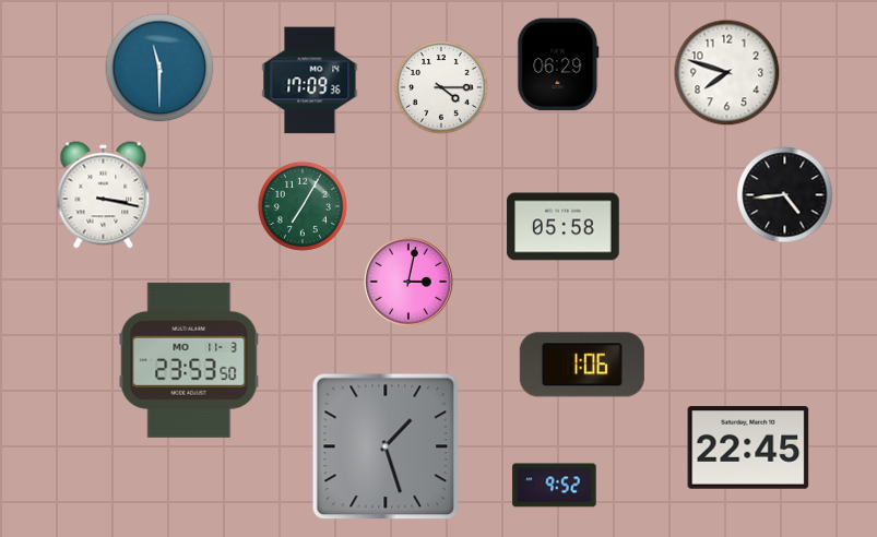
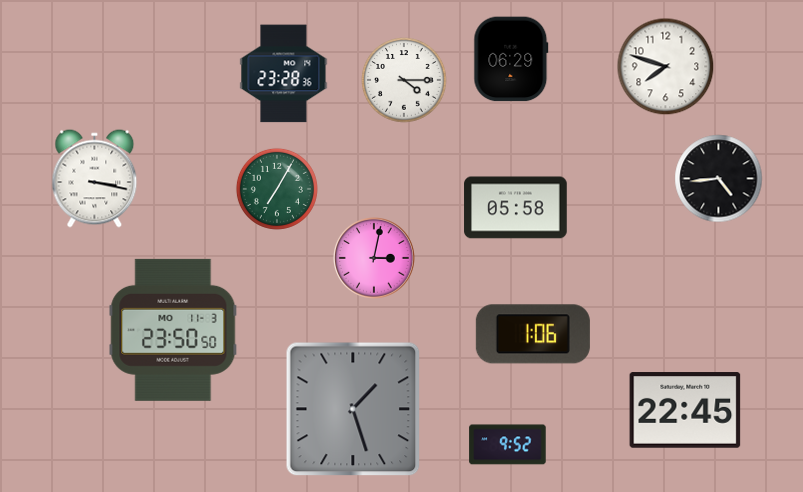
clock at (159, 68): 11:30 -> none
clock at (310, 81): 17:09 -> 23:28
clock at (189, 360): 23:53 -> 23:50
